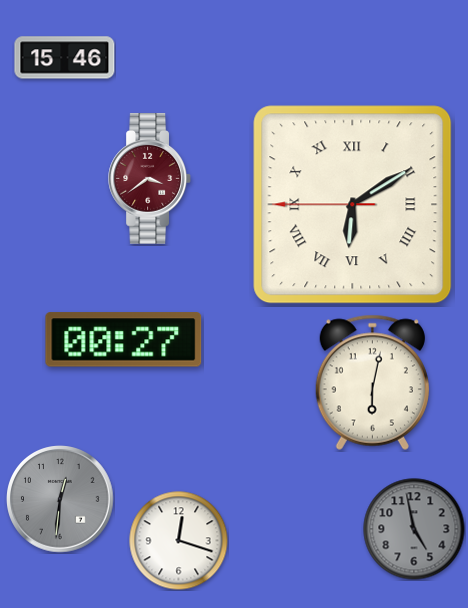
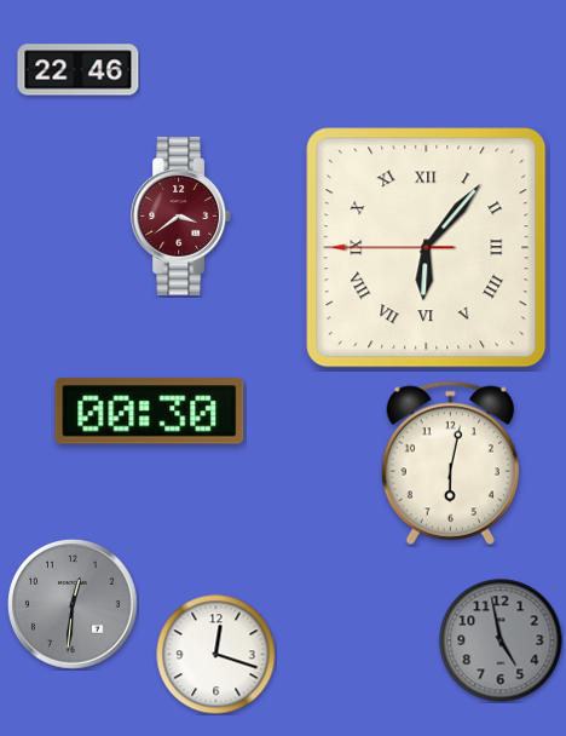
clock at (65, 58): 15:46 -> 22:46
clock at (353, 205): 6:09 -> 6:06
clock at (124, 340): 00:27 -> 00:30
